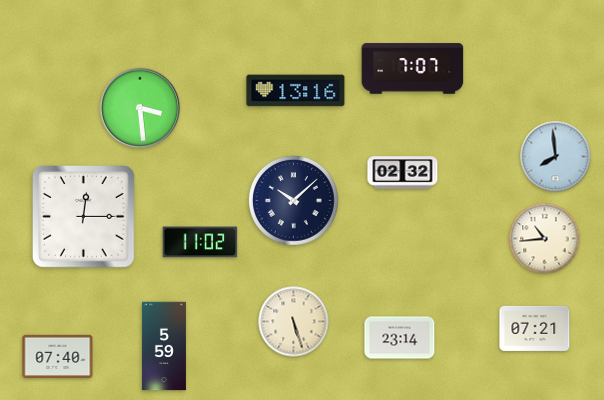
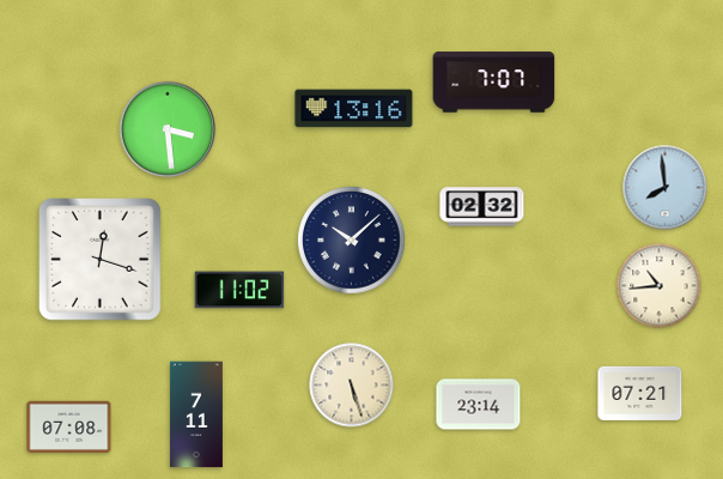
clock at (84, 217): 12:15 -> 12:18
clock at (545, 239) position: (545, 239) -> (660, 286)
clock at (164, 346): 5:59 -> 7:11
clock at (58, 356): 07:40 -> 07:08
